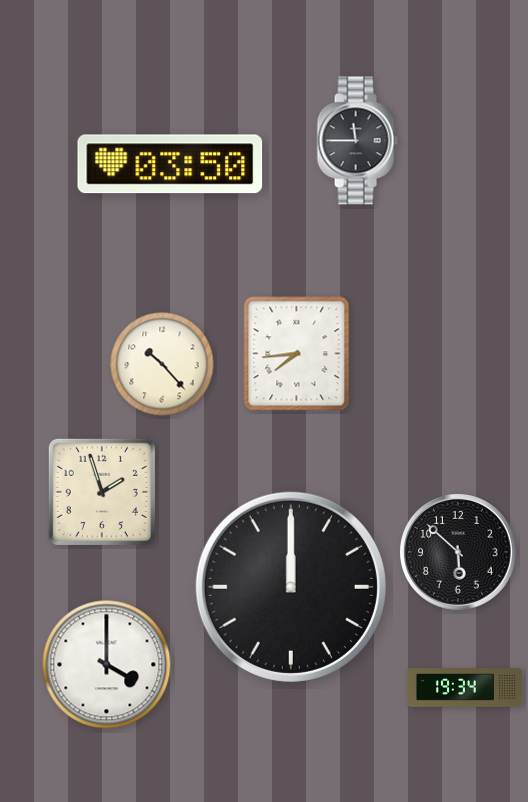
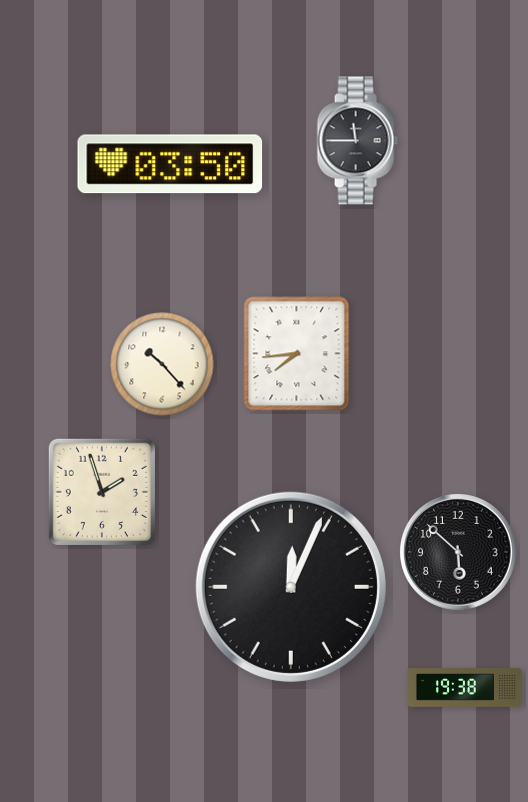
clock at (291, 587): 12:00 -> 12:04
clock at (107, 665): 4:00 -> none
clock at (464, 688): 19:34 -> 19:38
